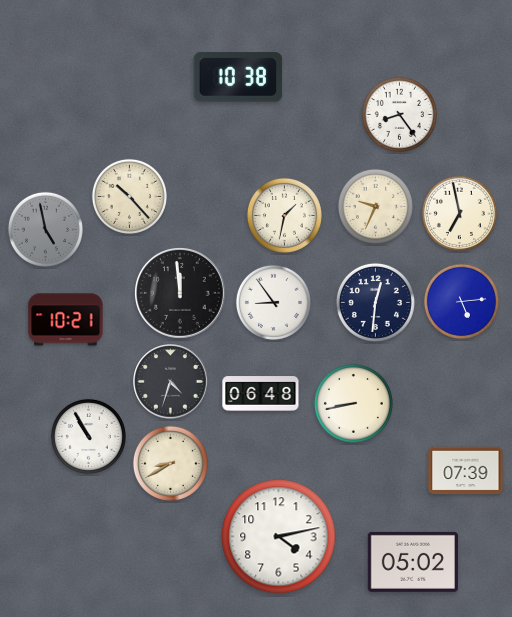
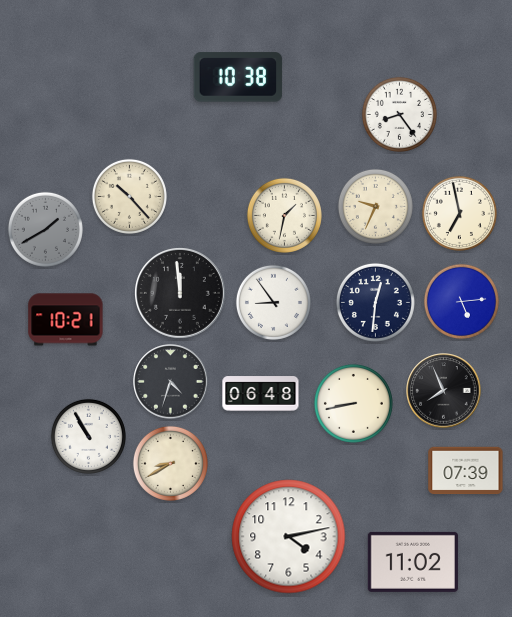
clock at (45, 229): 4:58 -> 1:40
clock at (444, 391): none -> 7:56
clock at (279, 537) position: (279, 537) -> (289, 537)
clock at (413, 562): 05:02 -> 11:02
